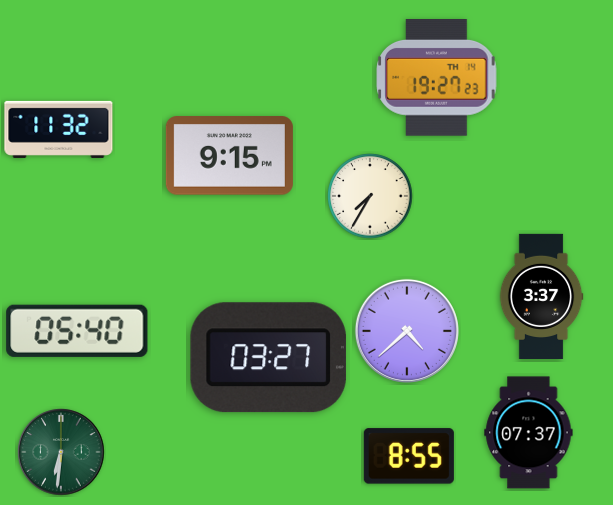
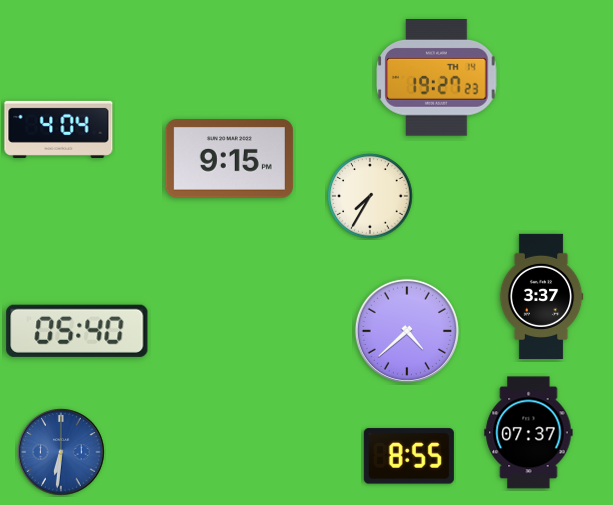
clock at (59, 129): 11:32 -> 4:04
clock at (229, 156) position: (229, 156) -> (229, 159)
clock at (268, 358): 03:27 -> none
clock at (61, 452) dial: green -> blue
